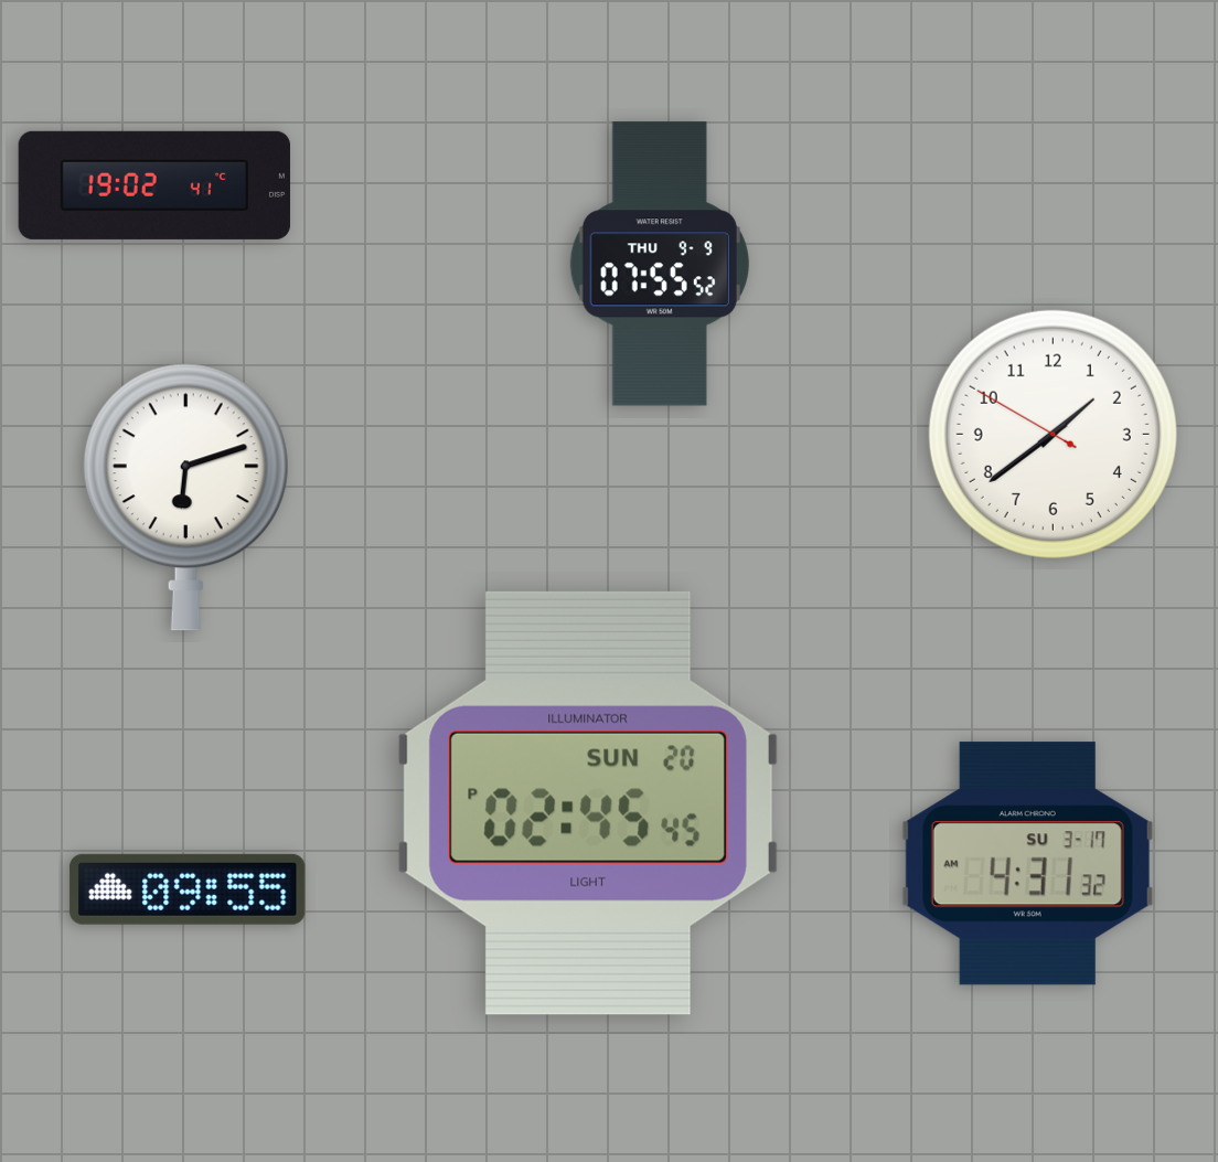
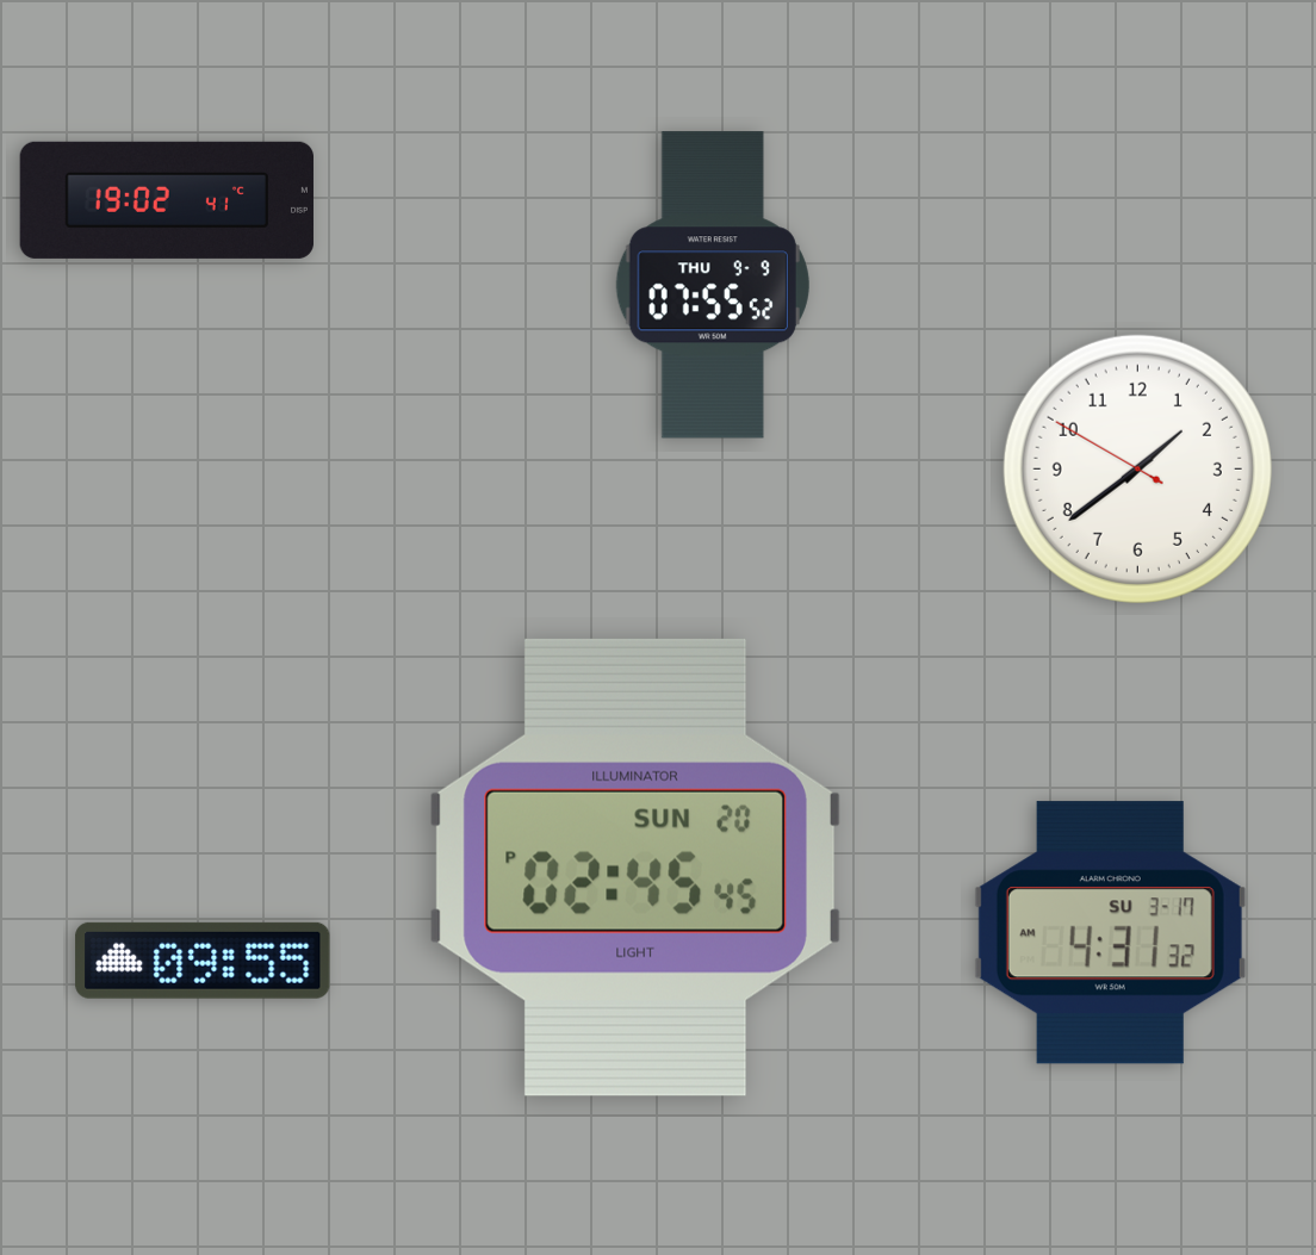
clock at (185, 498): 6:12 -> none
